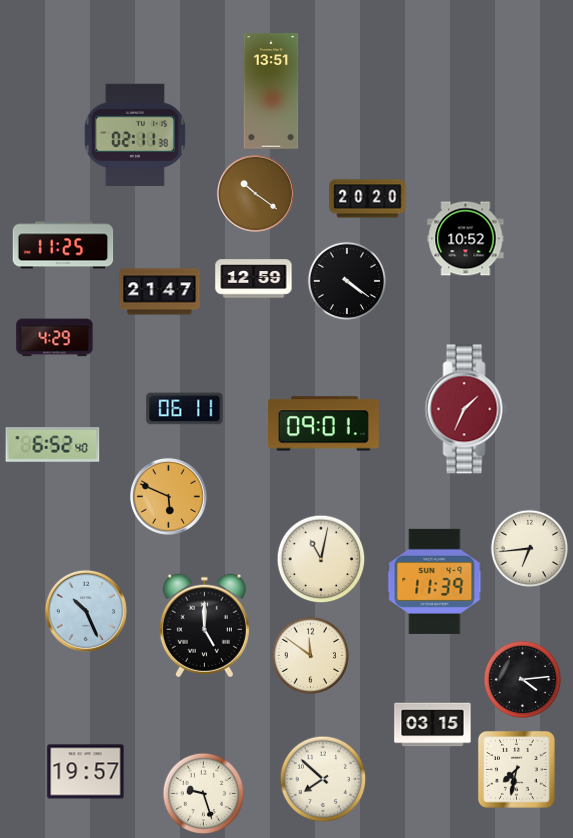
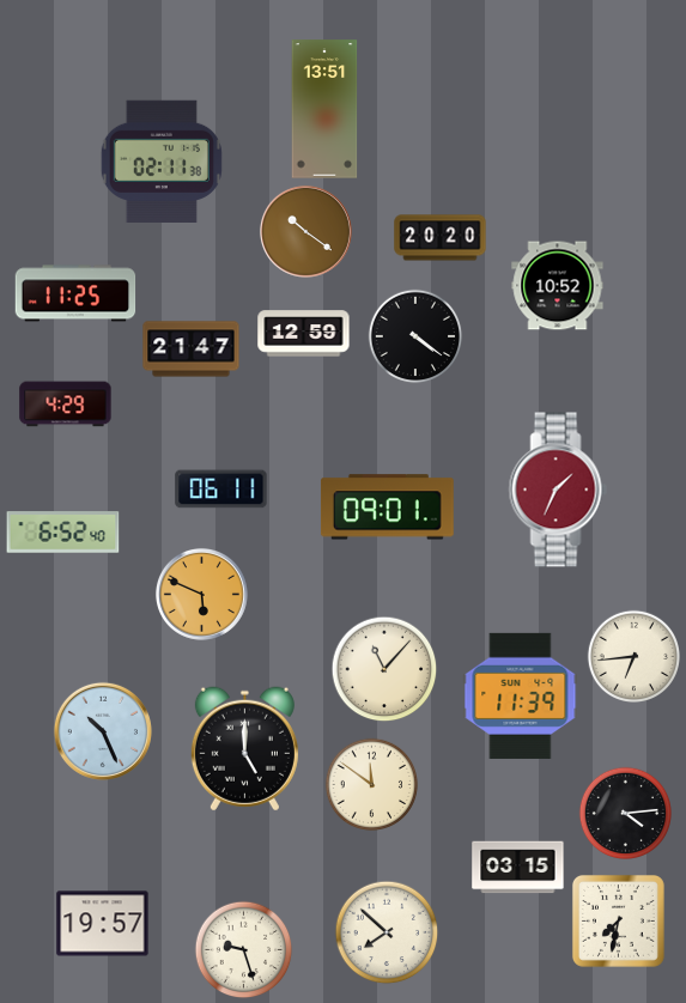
clock at (321, 559): 11:02 -> 11:07
